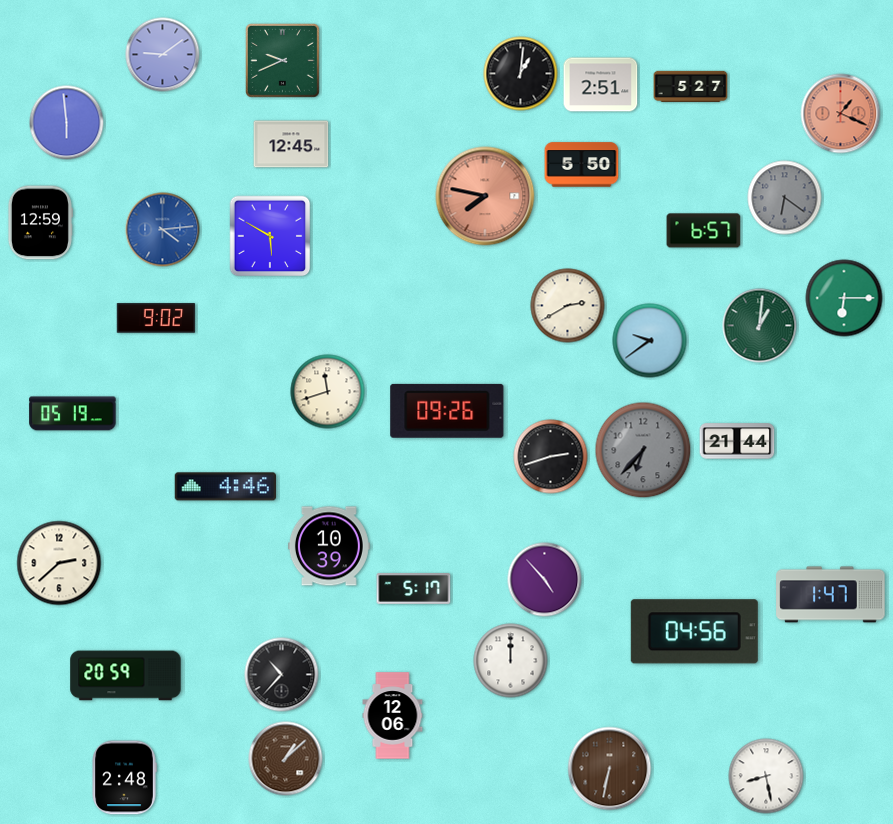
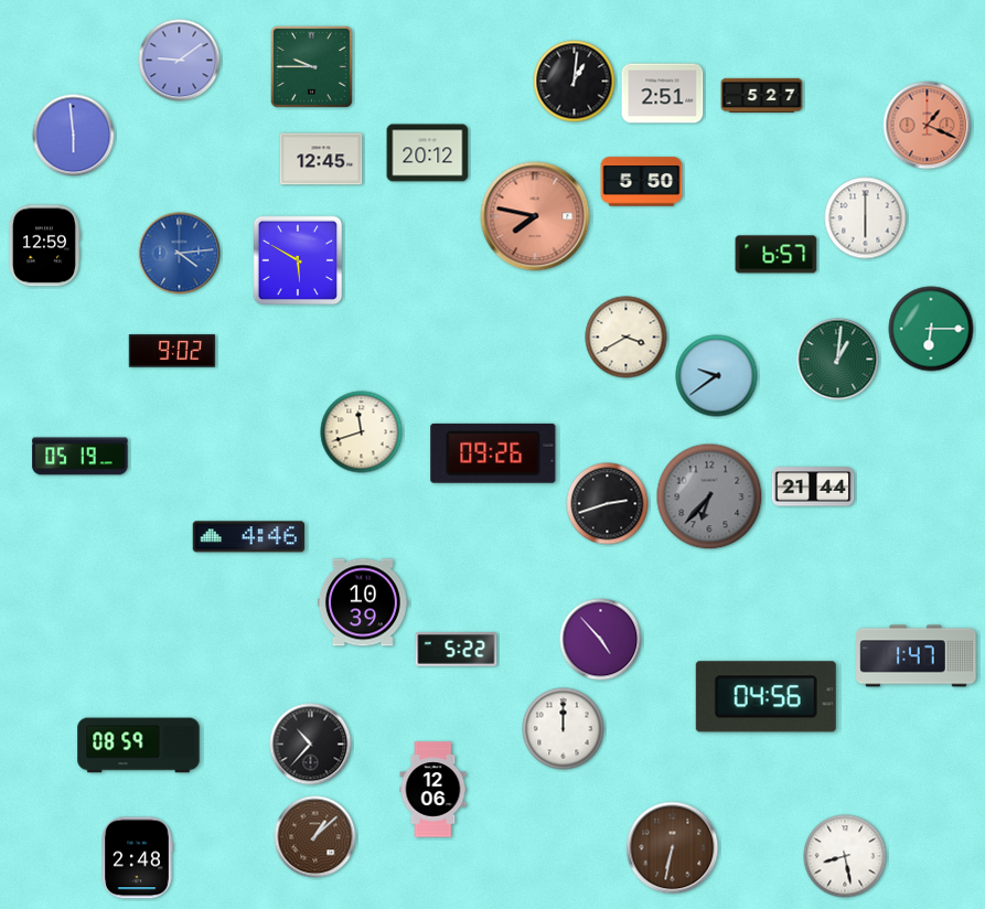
clock at (282, 60): 9:41 -> 9:45
clock at (428, 153): none -> 20:12
clock at (785, 198): 6:21 -> 6:00
clock at (785, 198) dial: grey -> white
clock at (568, 306): 2:40 -> 3:40
clock at (59, 563): 2:38 -> none
clock at (414, 589): 5:17 -> 5:22
clock at (126, 676): 20:59 -> 08:59
